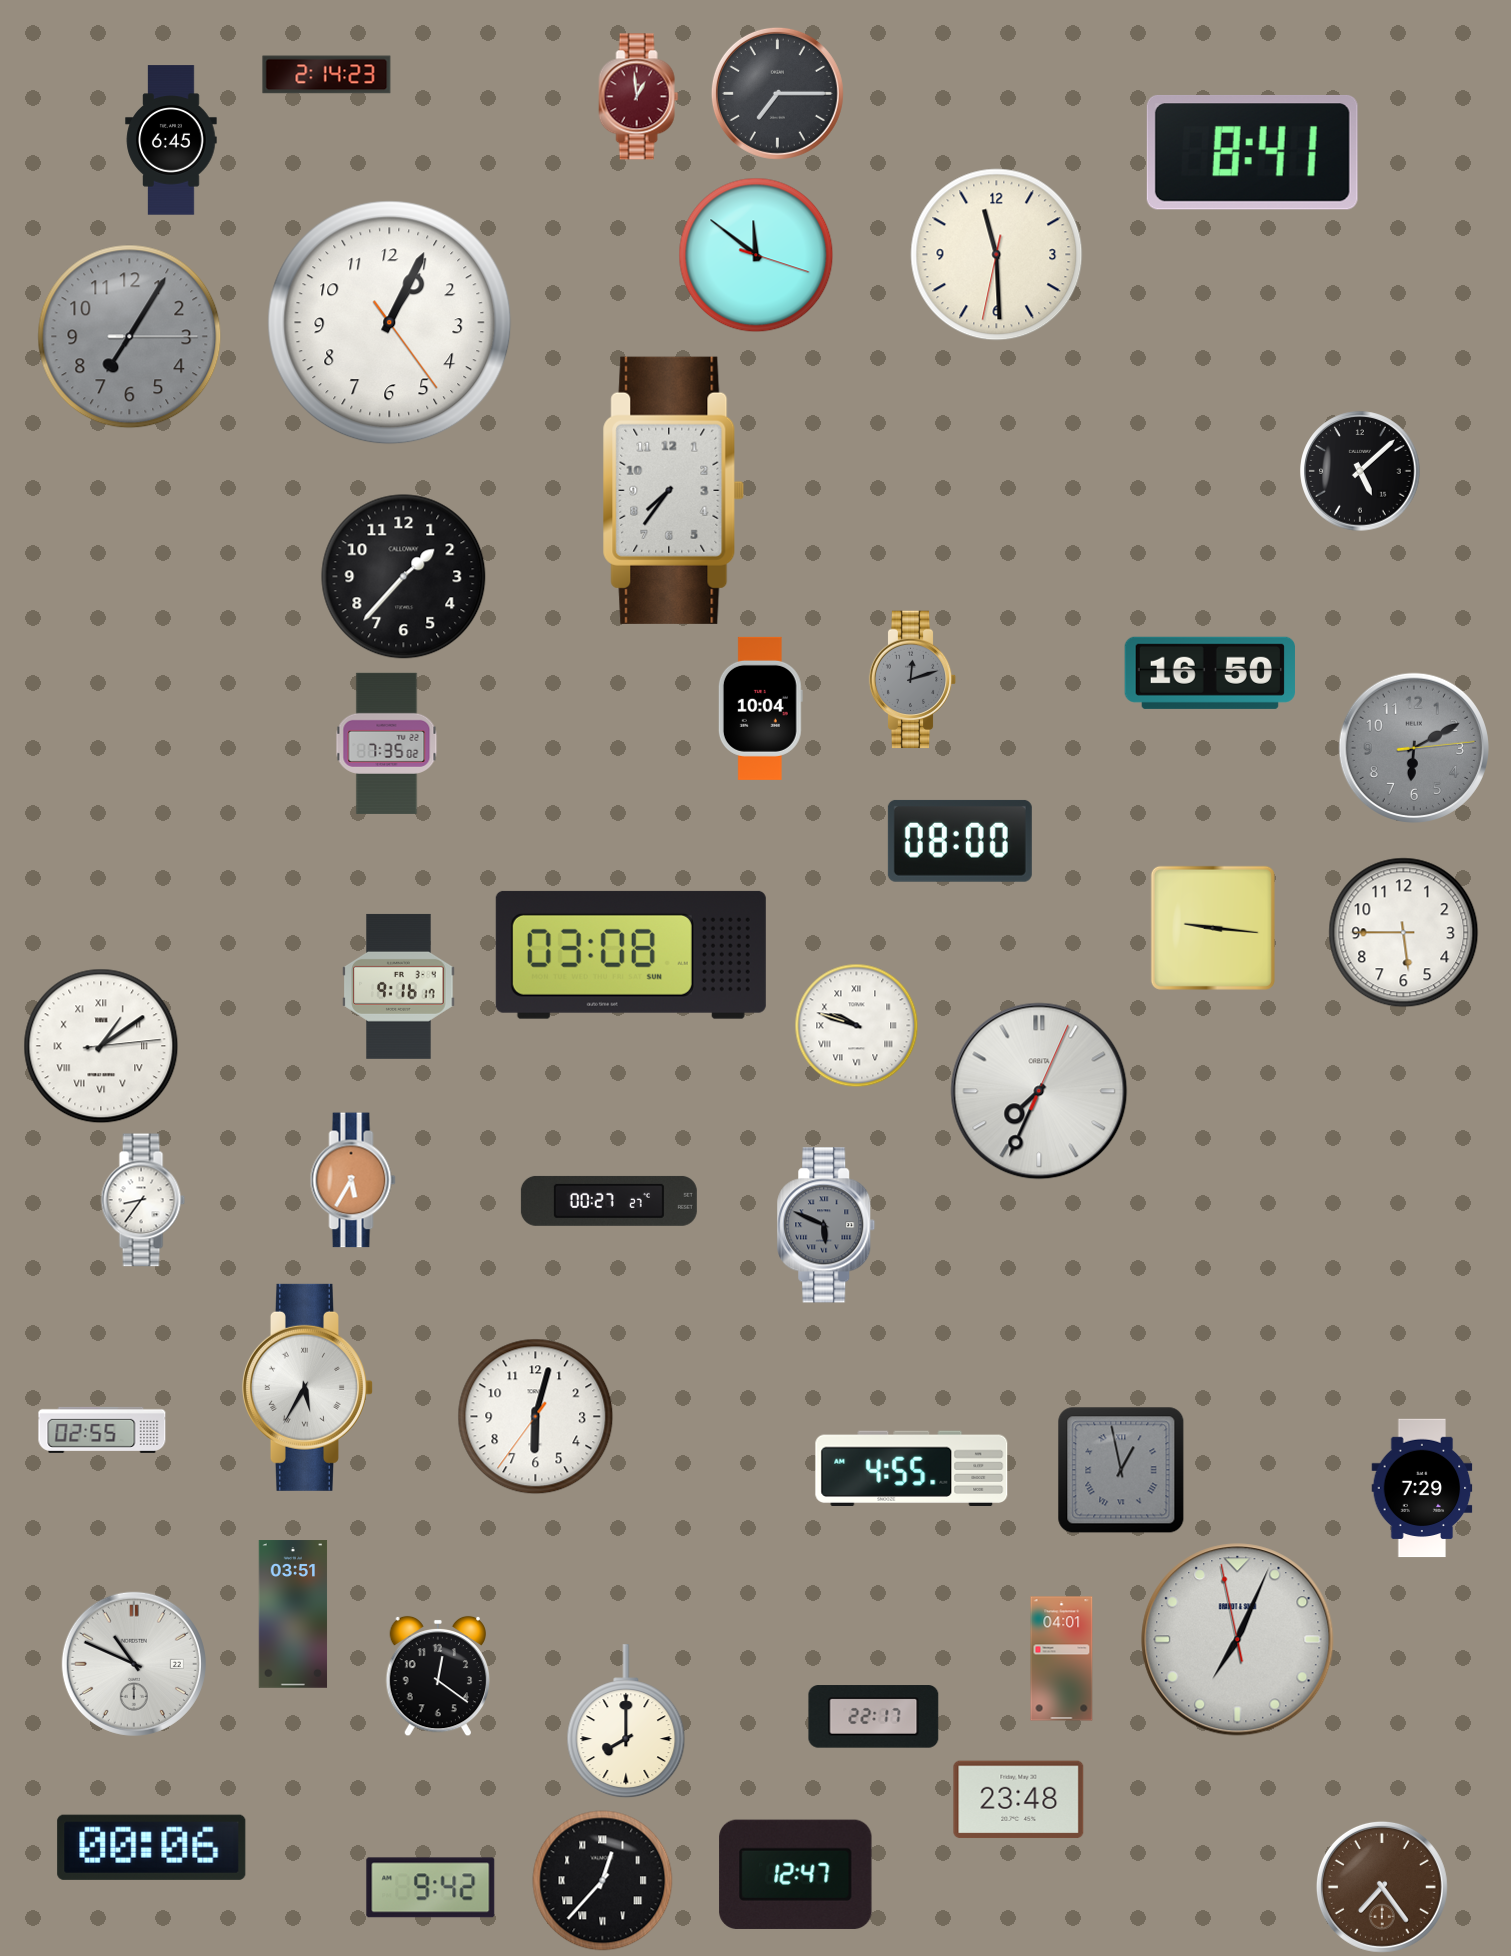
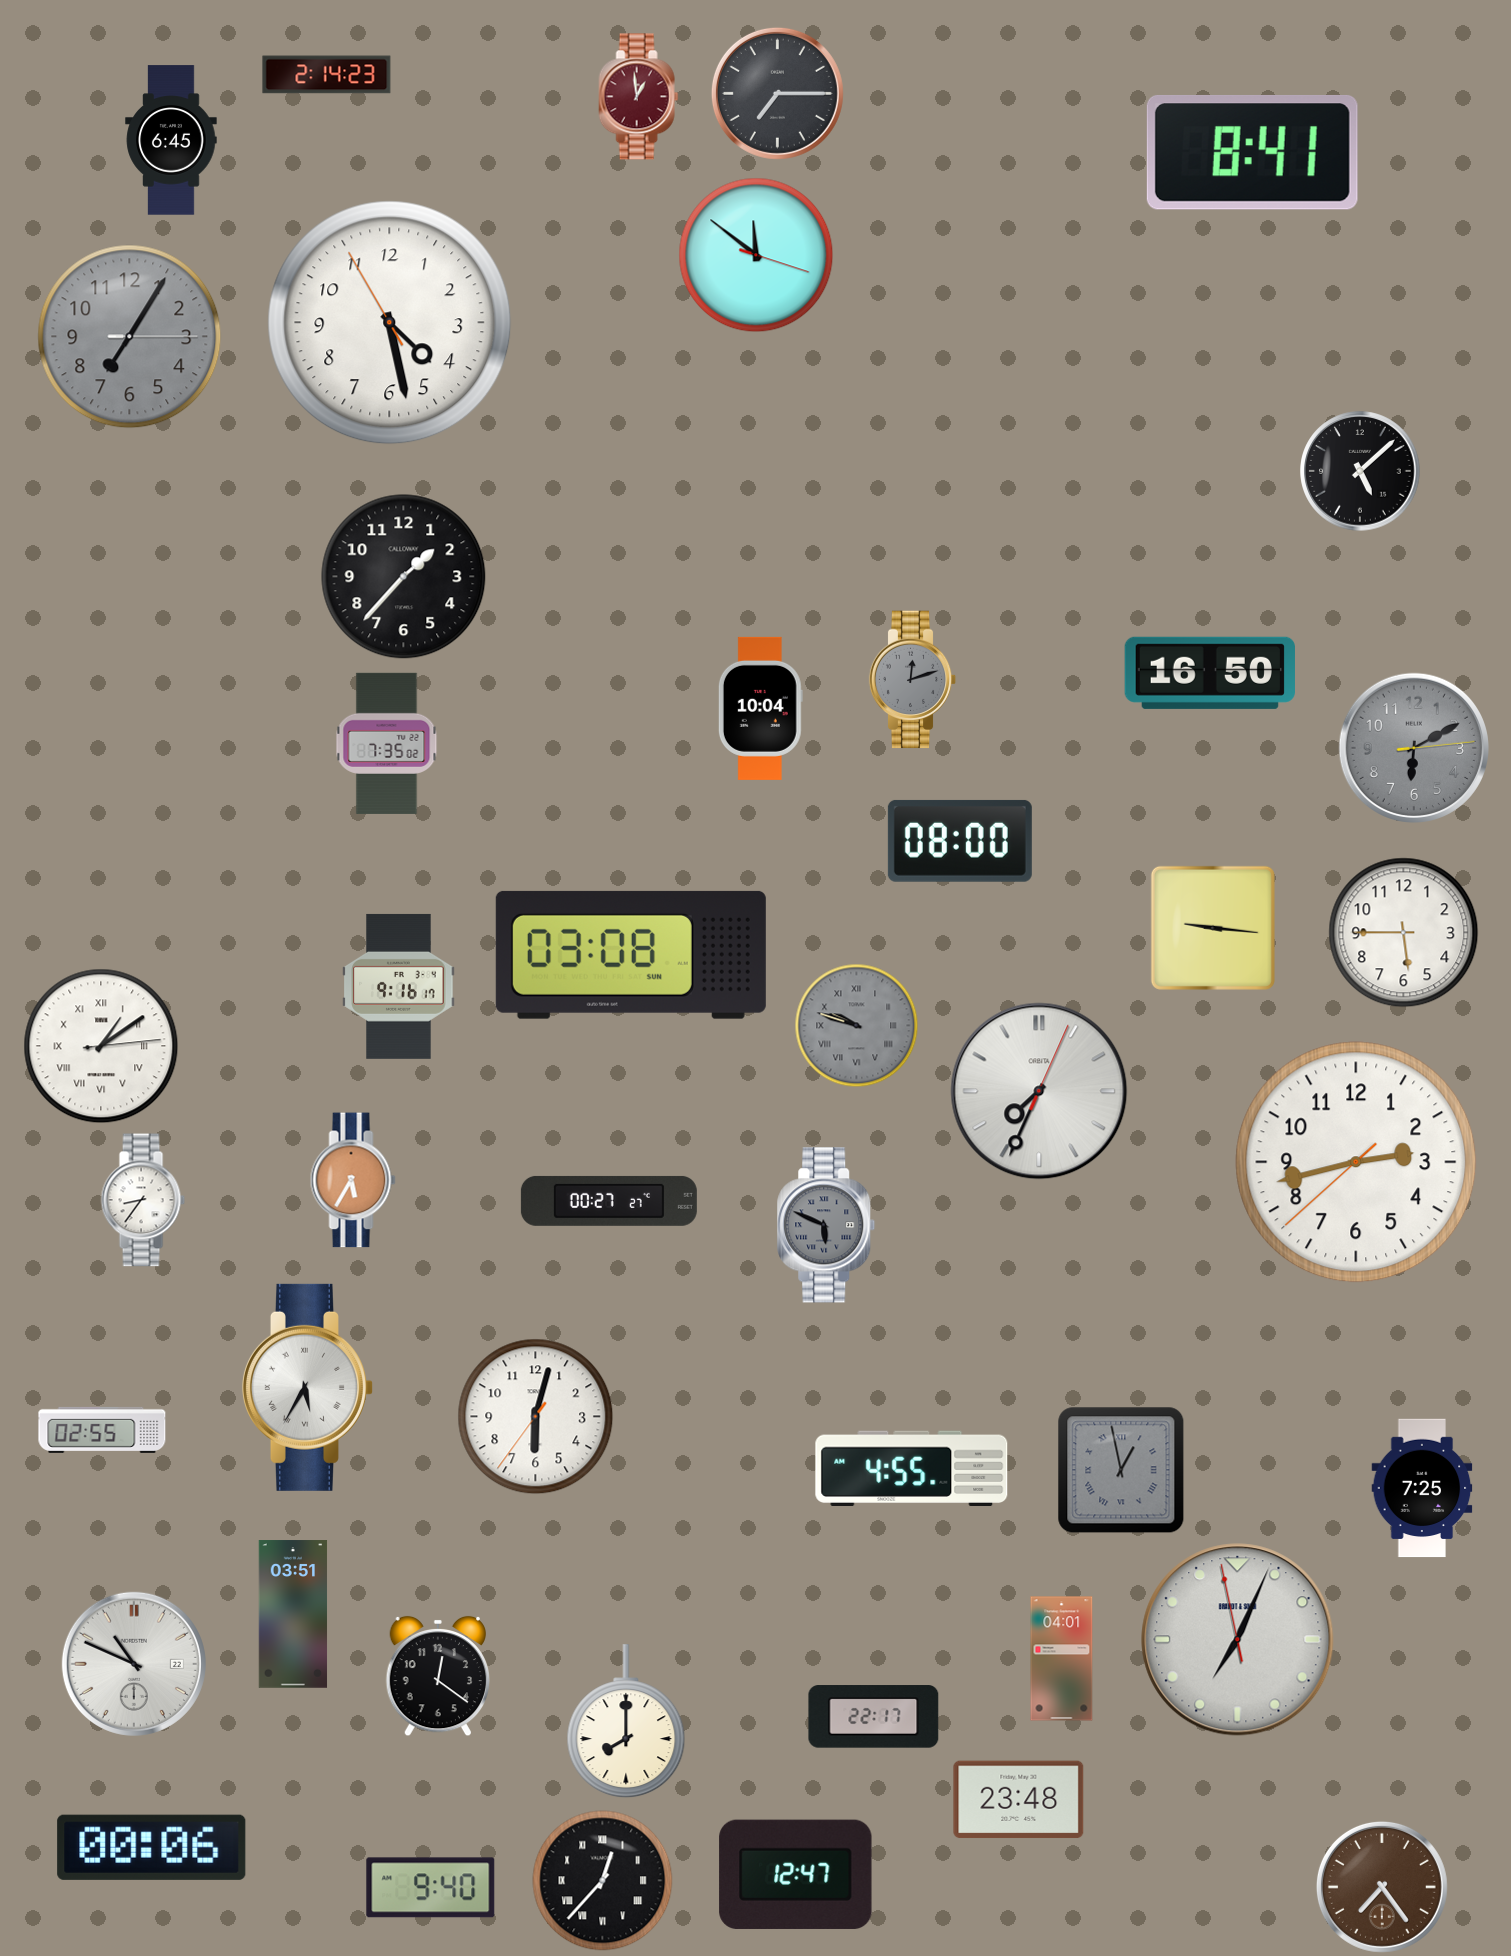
clock at (997, 255): 11:29 -> none
clock at (390, 323): 1:04 -> 4:27
clock at (674, 490): 7:36 -> none
clock at (857, 1026) dial: white -> grey
clock at (1356, 1162): none -> 2:42
clock at (1422, 1488): 7:29 -> 7:25
clock at (431, 1888): 9:42 -> 9:40
